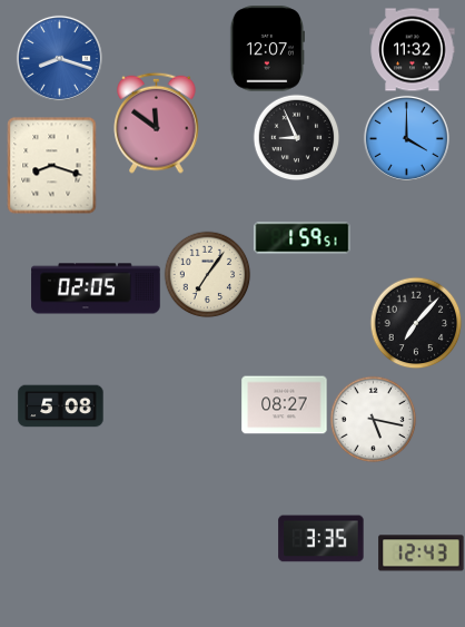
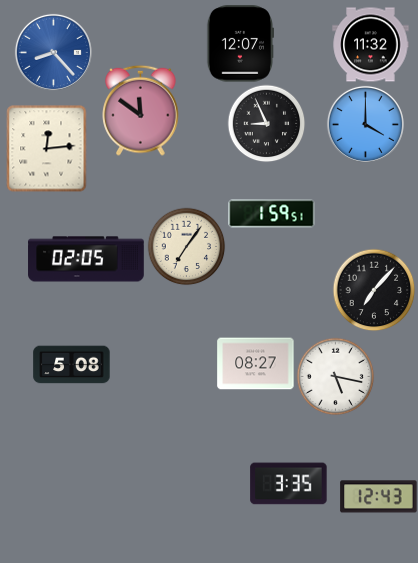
clock at (59, 58): 8:18 -> 8:23
clock at (52, 166): 8:18 -> 12:14
clock at (61, 406) position: (61, 406) -> (72, 365)
